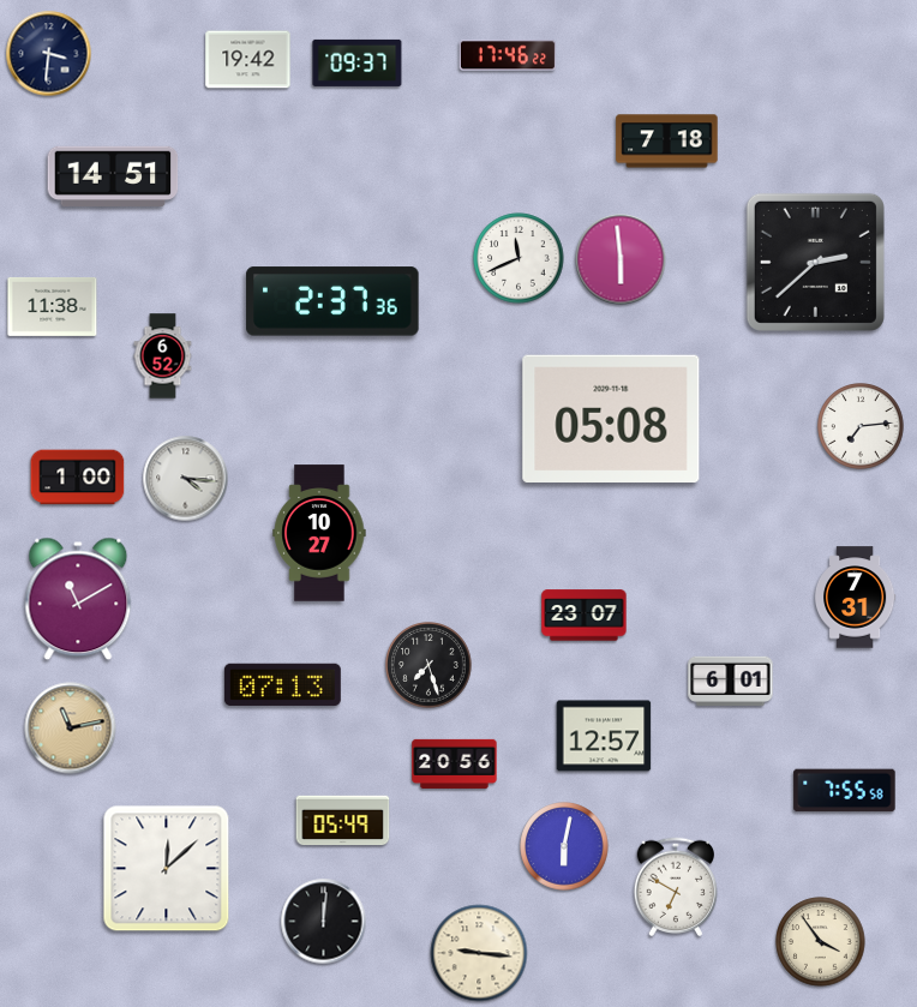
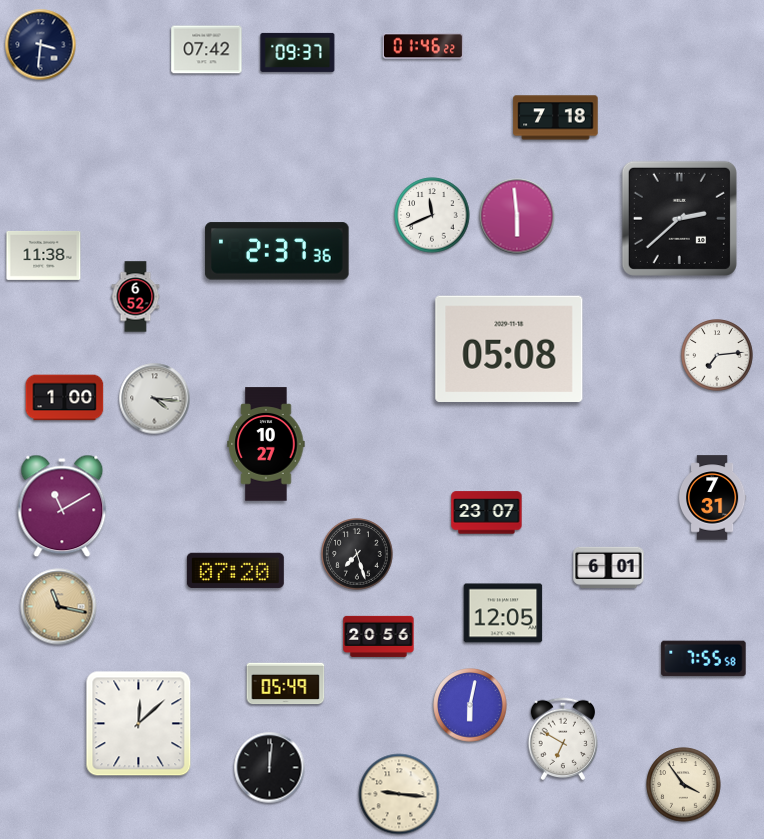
clock at (508, 55): 17:46 -> 01:46
clock at (248, 60): 19:42 -> 07:42
clock at (113, 175): 14:51 -> none
clock at (78, 599) position: (78, 599) -> (62, 506)
clock at (282, 684): 07:13 -> 07:20
clock at (71, 729): 11:13 -> 11:17
clock at (604, 736): 12:57 -> 12:05
